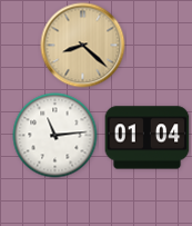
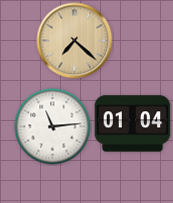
clock at (83, 46): 8:22 -> 7:22
clock at (55, 136) position: (55, 136) -> (53, 127)
